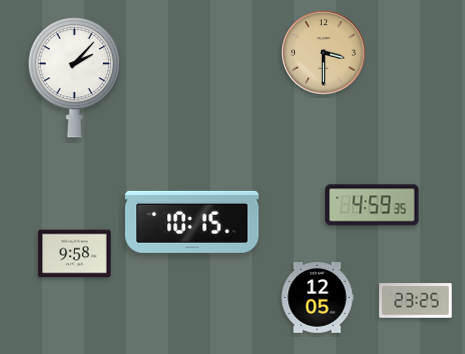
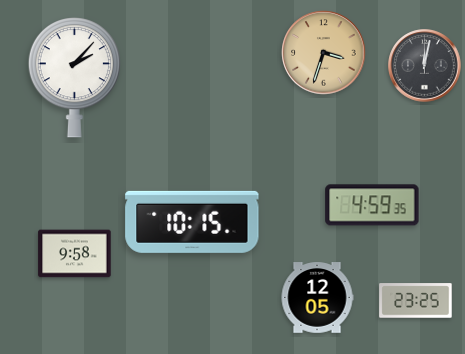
clock at (324, 53): 3:30 -> 3:33
clock at (425, 66): none -> 12:02
